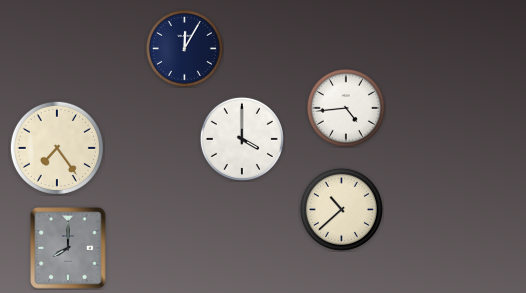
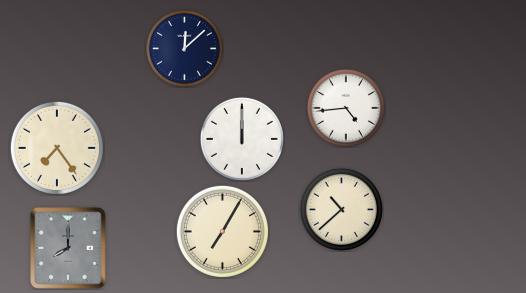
clock at (184, 48): 12:05 -> 12:08
clock at (242, 139): 4:00 -> 12:00
clock at (222, 231): none -> 7:05
